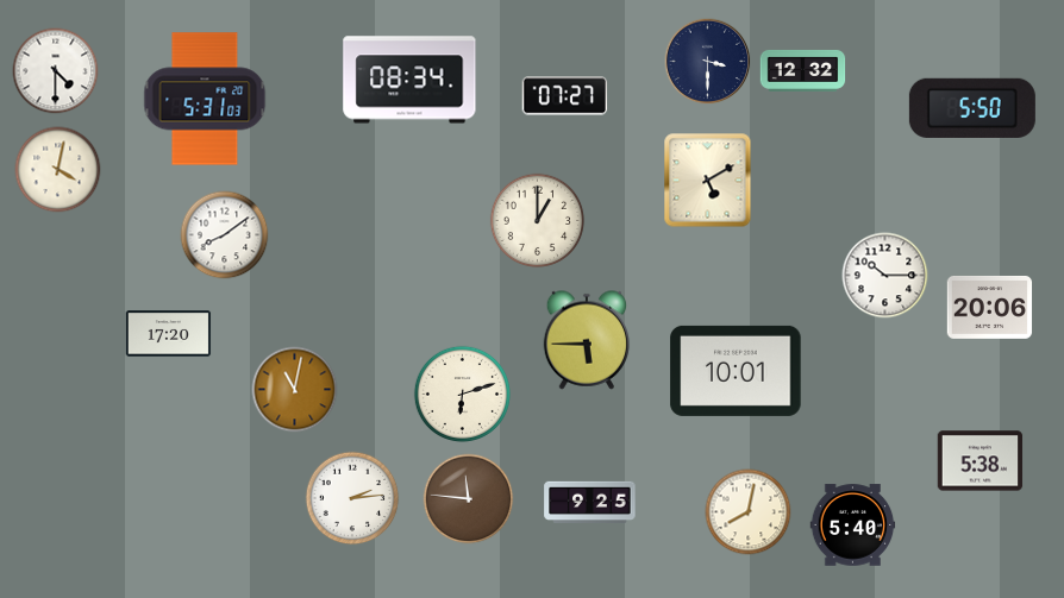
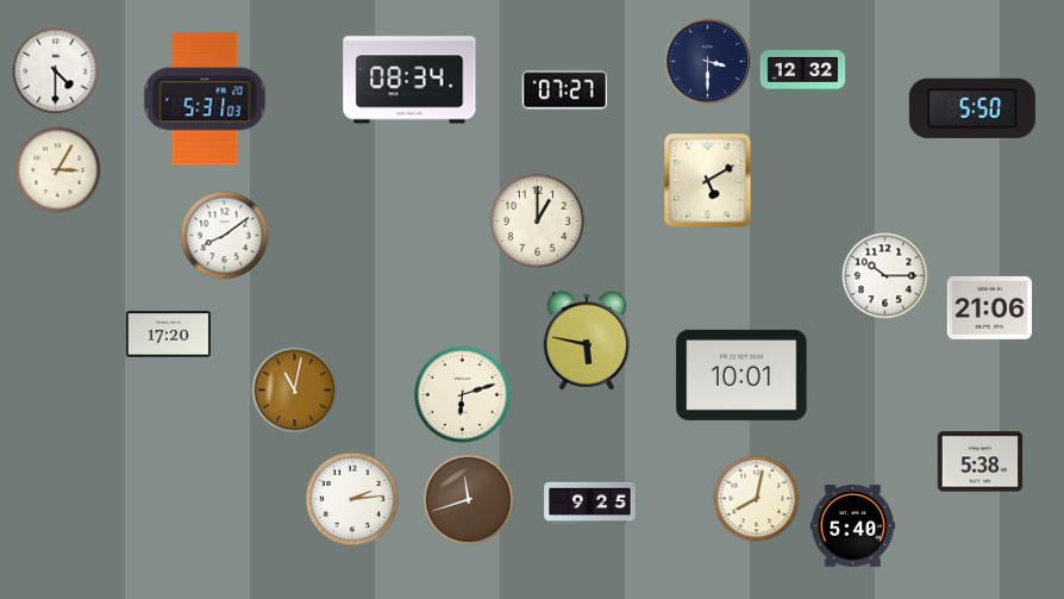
clock at (565, 96) position: (565, 96) -> (565, 91)
clock at (58, 170): 4:02 -> 3:05
clock at (990, 307): 20:06 -> 21:06
clock at (587, 340): 5:45 -> 5:47
clock at (736, 371) position: (736, 371) -> (741, 375)
clock at (469, 499): 11:46 -> 11:42
clock at (749, 512) position: (749, 512) -> (757, 499)
